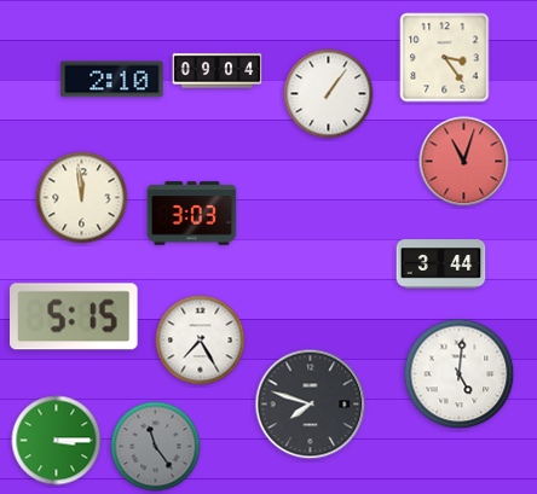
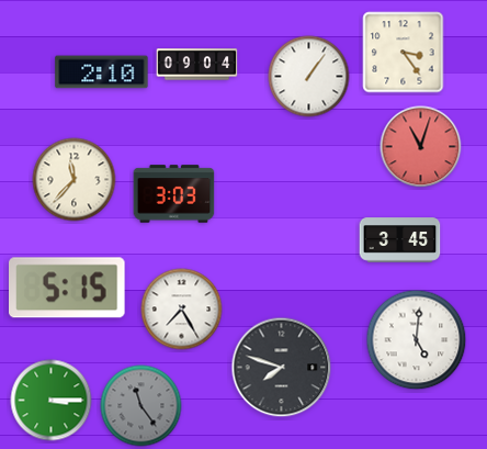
clock at (329, 94) position: (329, 94) -> (309, 77)
clock at (82, 198): 11:59 -> 11:37
clock at (441, 265): 3:44 -> 3:45
